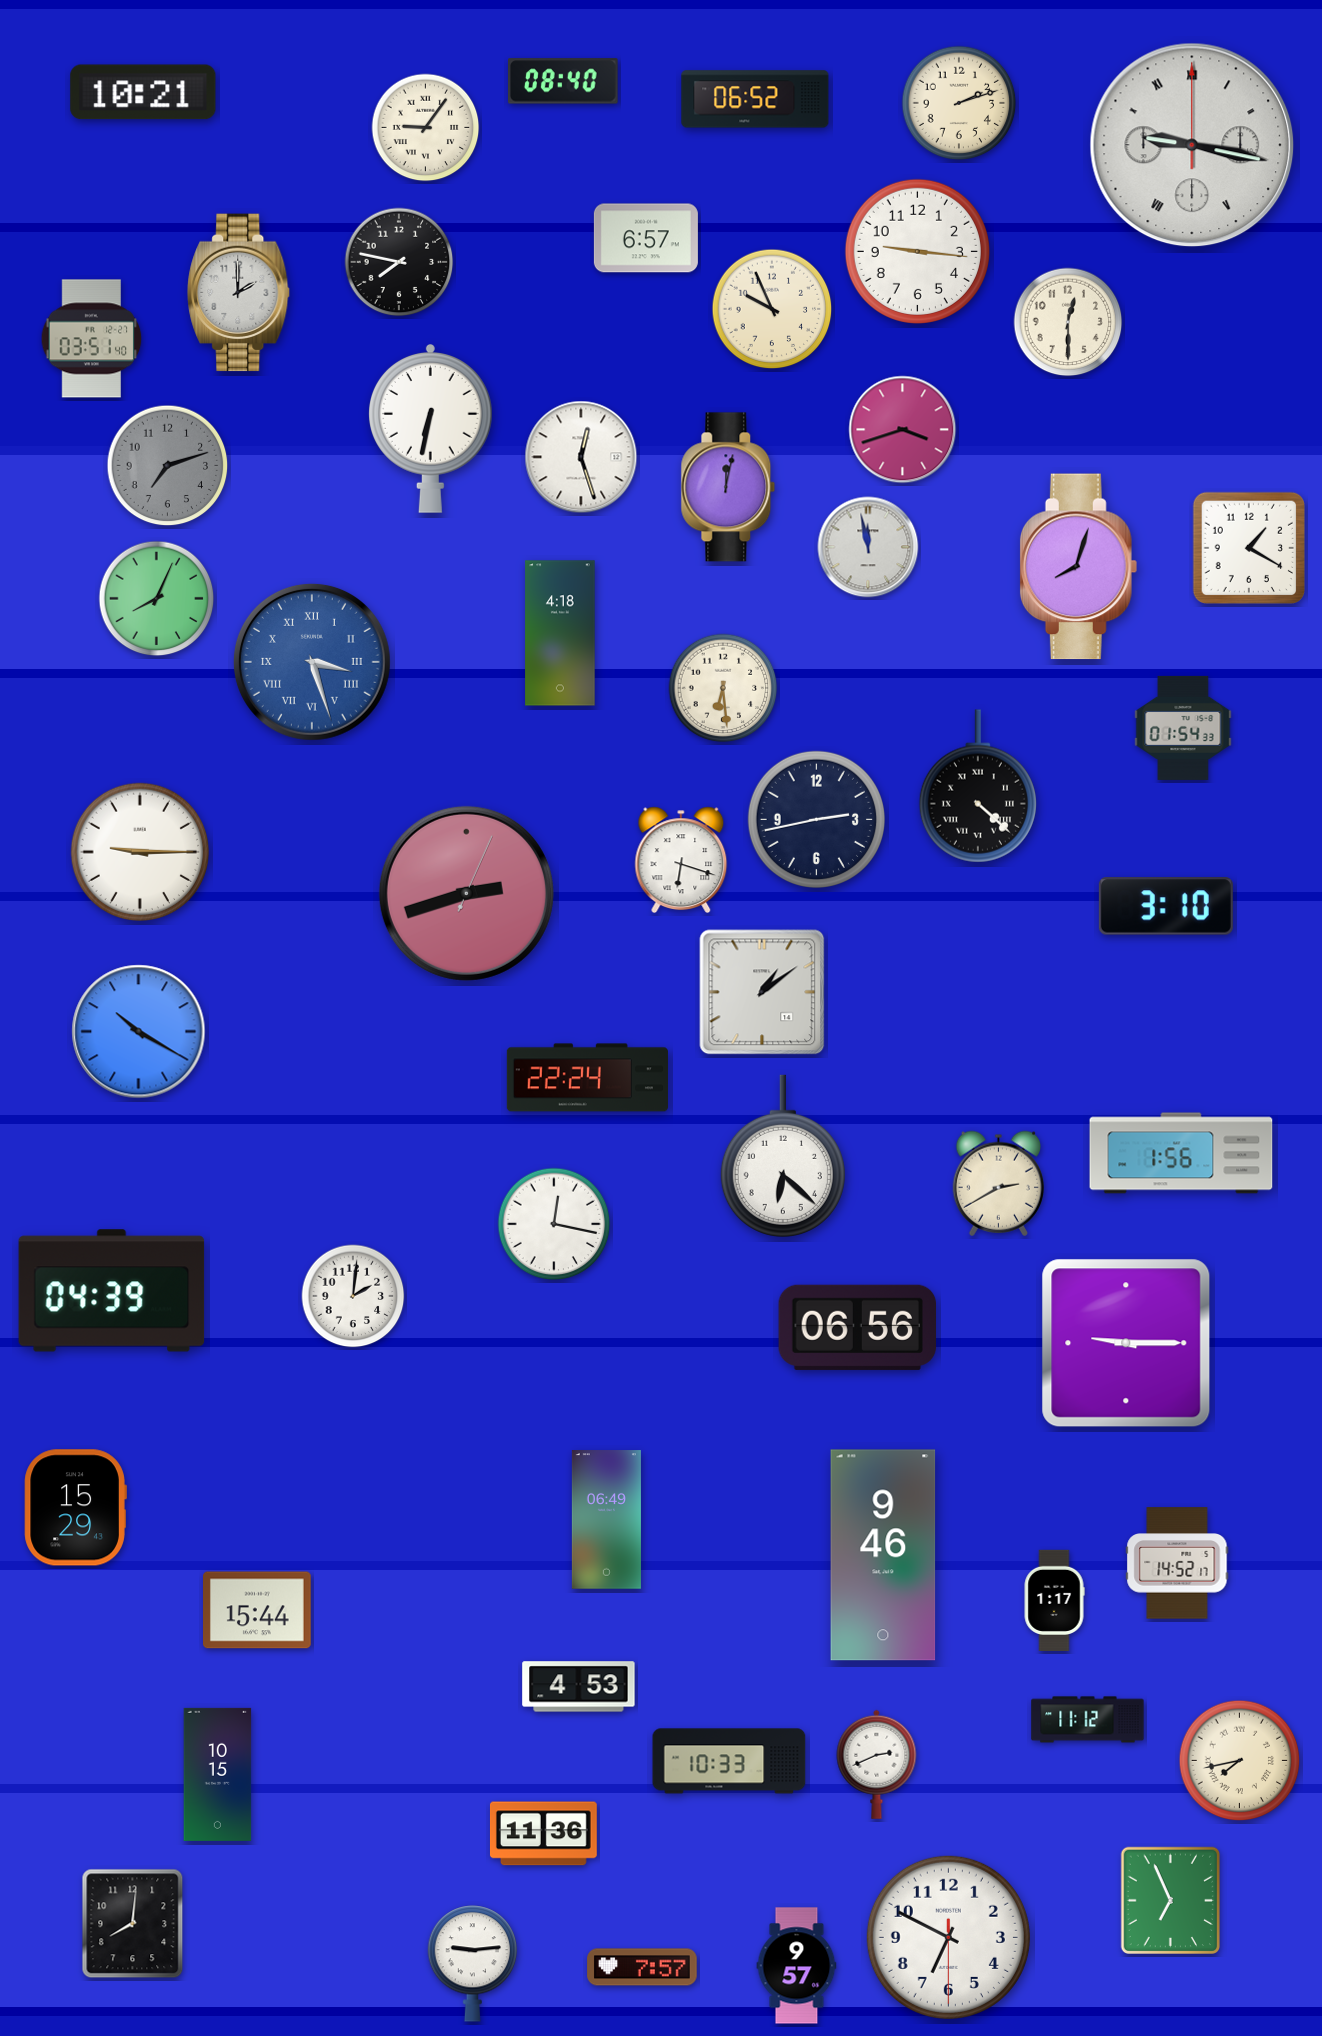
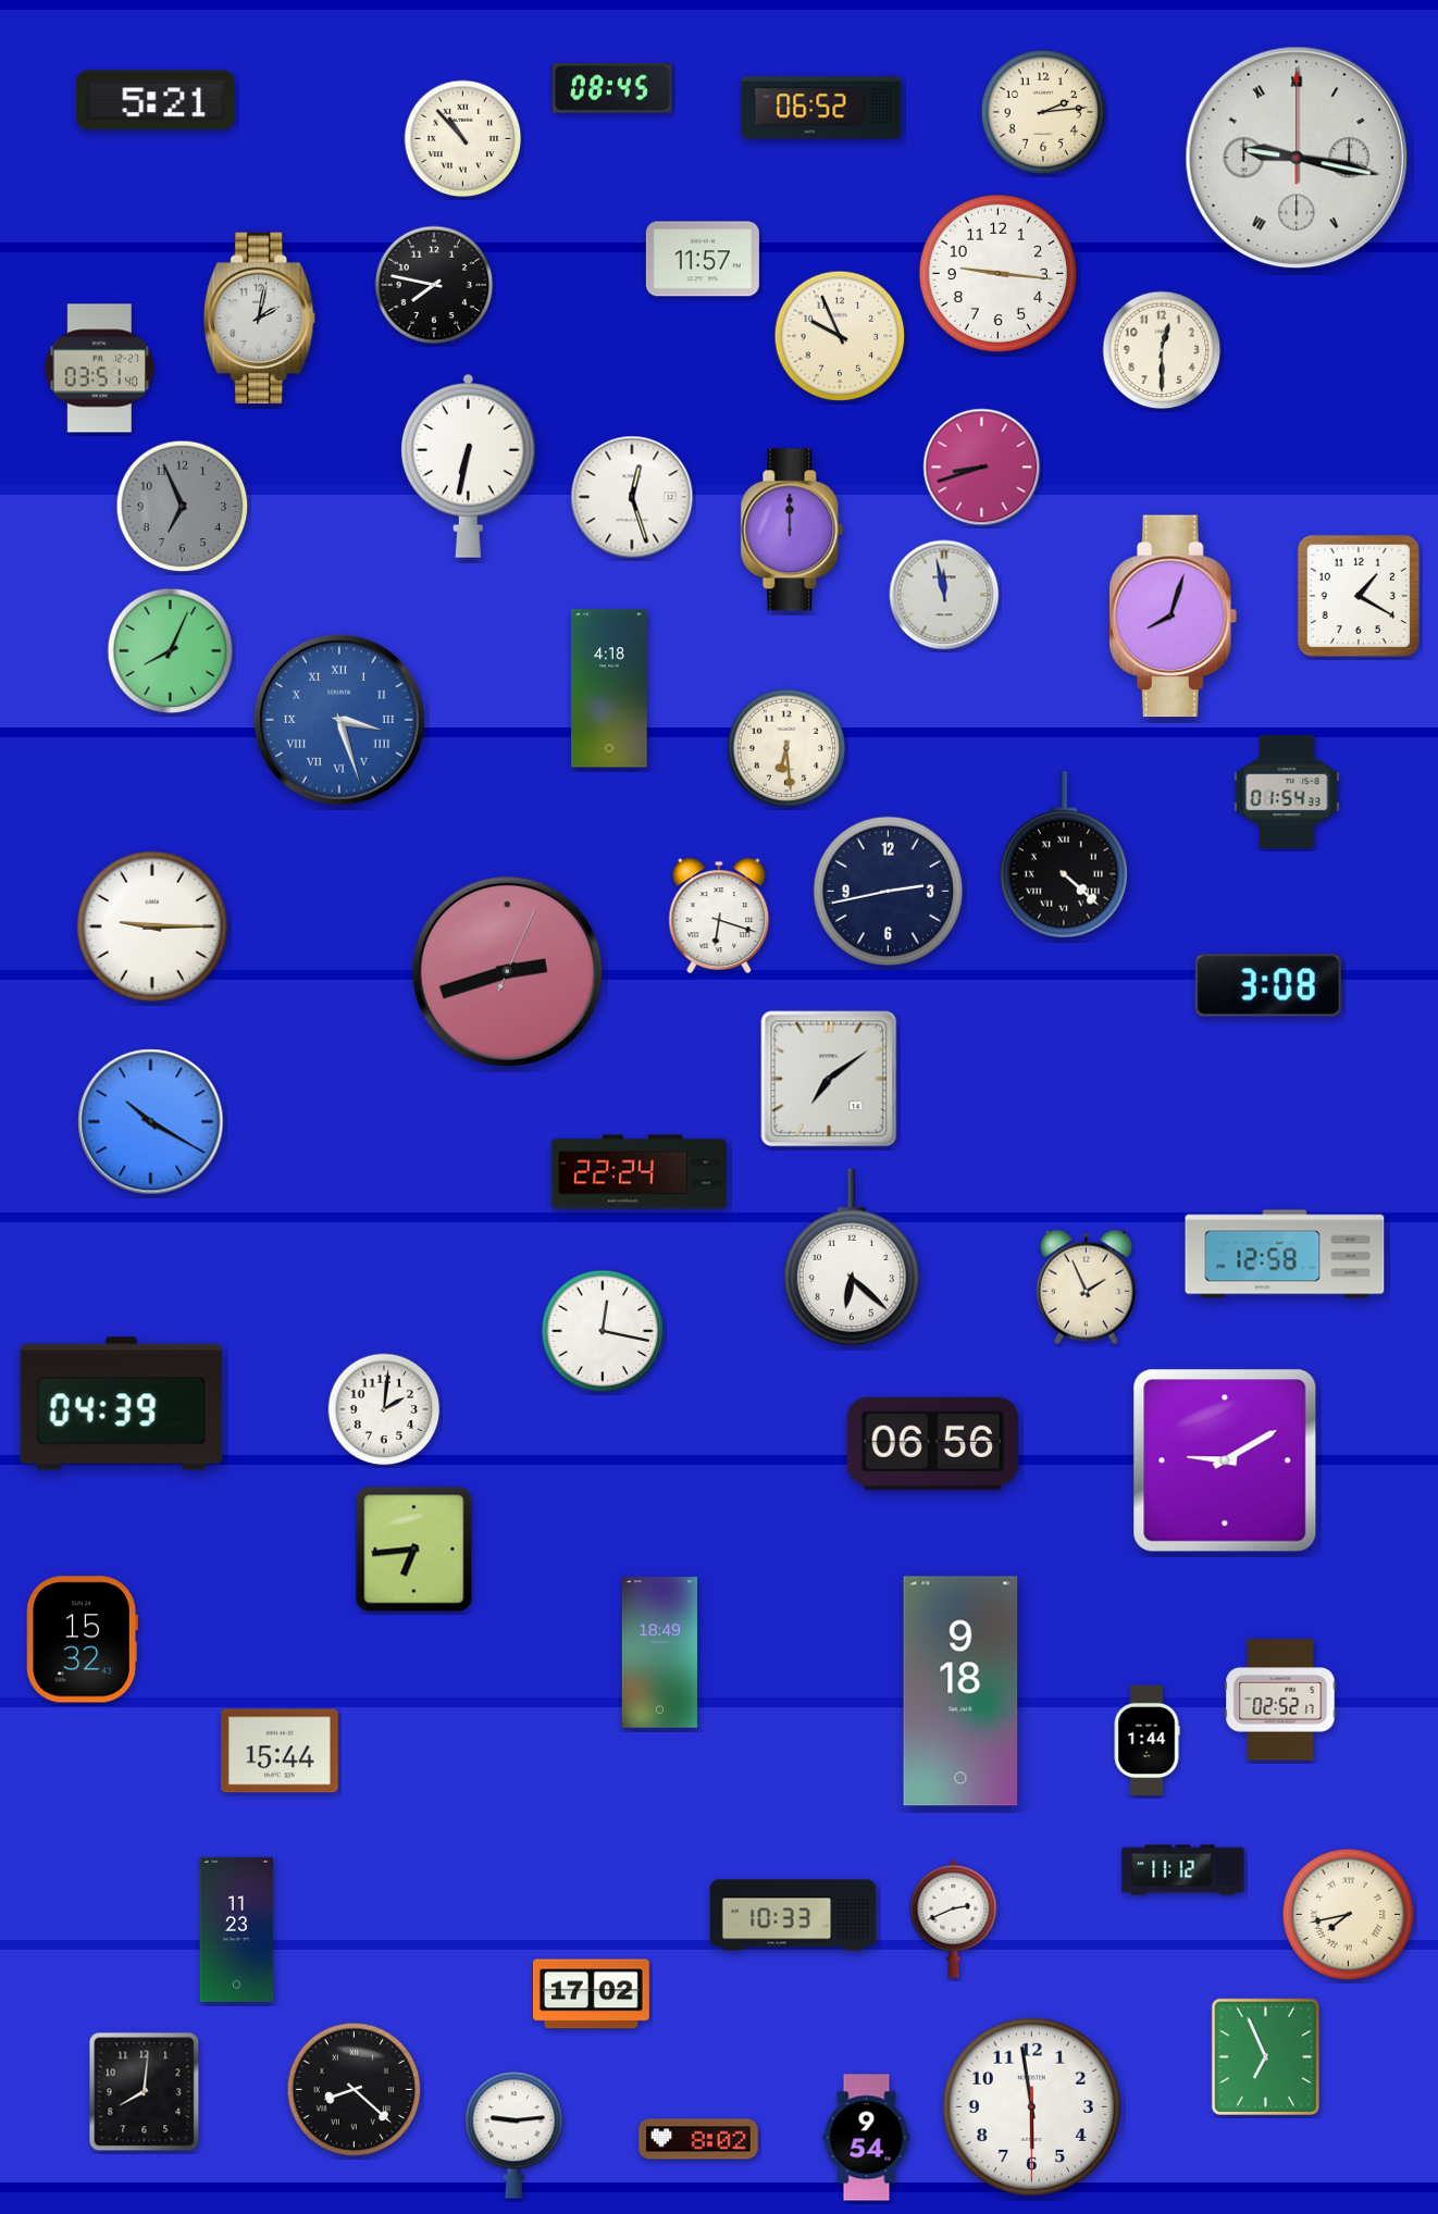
clock at (564, 81): 08:40 -> 08:45
clock at (143, 92): 10:21 -> 5:21
clock at (959, 103): 2:12 -> 2:14
clock at (426, 128): 9:06 -> 10:53
clock at (646, 238): 6:57 -> 11:57
clock at (239, 293): 2:00 -> 2:02
clock at (903, 430): 3:42 -> 8:42
clock at (168, 466): 7:12 -> 6:56
clock at (728, 487): 12:02 -> 12:00
clock at (681, 860) position: (681, 860) -> (719, 916)
clock at (1166, 906): 3:10 -> 3:08
clock at (762, 992): 1:09 -> 7:09
clock at (1181, 1153): 1:56 -> 12:58
clock at (998, 1183): 2:40 -> 1:56
clock at (1126, 1343): 9:15 -> 9:10
clock at (414, 1550): none -> 6:44
clock at (75, 1508): 15:29 -> 15:32
clock at (606, 1520): 06:49 -> 18:49
clock at (883, 1555): 9:46 -> 9:18
clock at (1177, 1563): 14:52 -> 02:52
clock at (1054, 1600): 1:17 -> 1:44
clock at (579, 1687): 4:53 -> none
clock at (218, 1774): 10:15 -> 11:23
clock at (543, 1834): 11:36 -> 17:02
clock at (1170, 1901) position: (1170, 1901) -> (1265, 2057)
clock at (355, 2090): none -> 8:22
clock at (948, 1937): 6:49 -> 5:58
clock at (797, 1966): 9:57 -> 9:54
clock at (642, 1967): 7:57 -> 8:02
